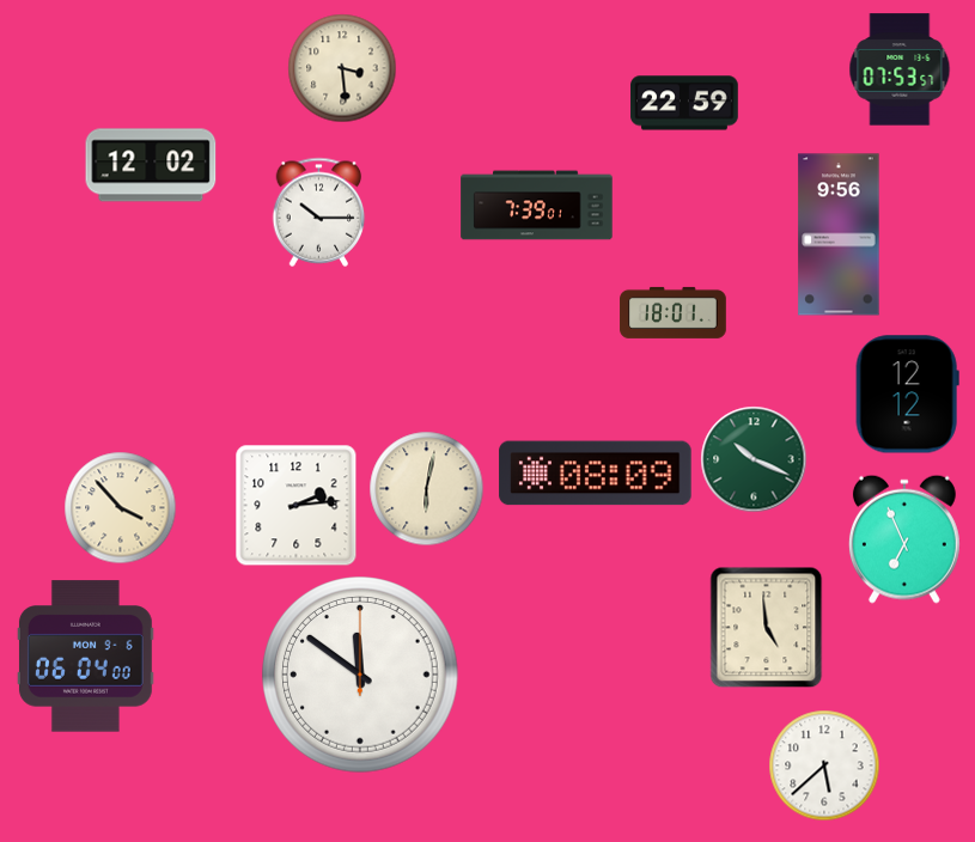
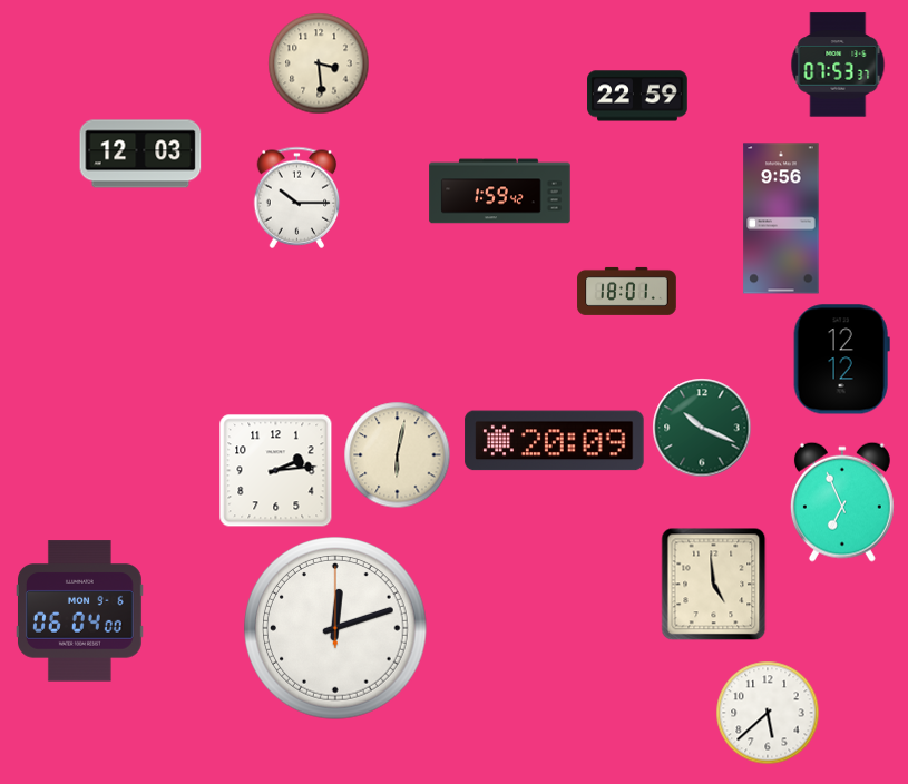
clock at (900, 69): 07:53:57 -> 07:53:37
clock at (151, 165): 12:02 -> 12:03
clock at (537, 206): 7:39 -> 1:59
clock at (907, 395) position: (907, 395) -> (841, 360)
clock at (596, 474): 08:09 -> 20:09
clock at (121, 508): 3:53 -> none
clock at (360, 675): 11:51 -> 12:12
